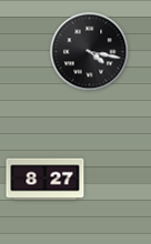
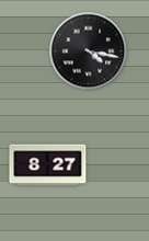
clock at (46, 180) position: (46, 180) -> (48, 165)
